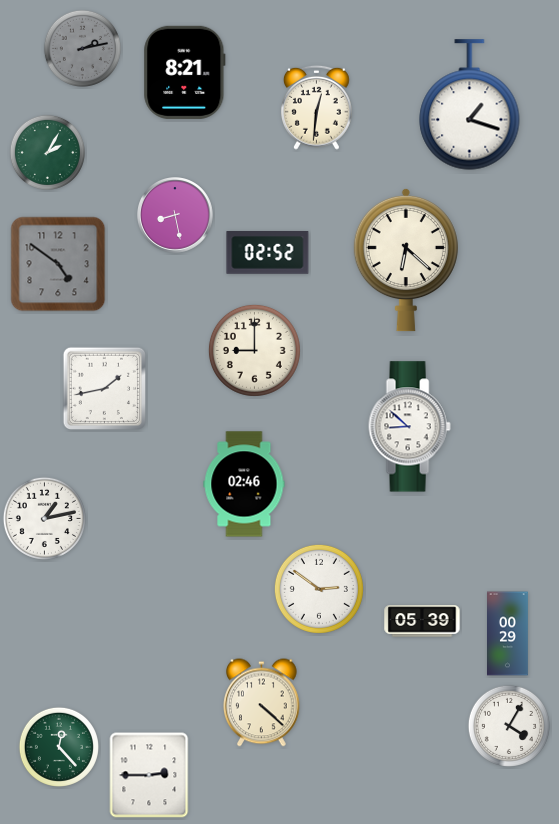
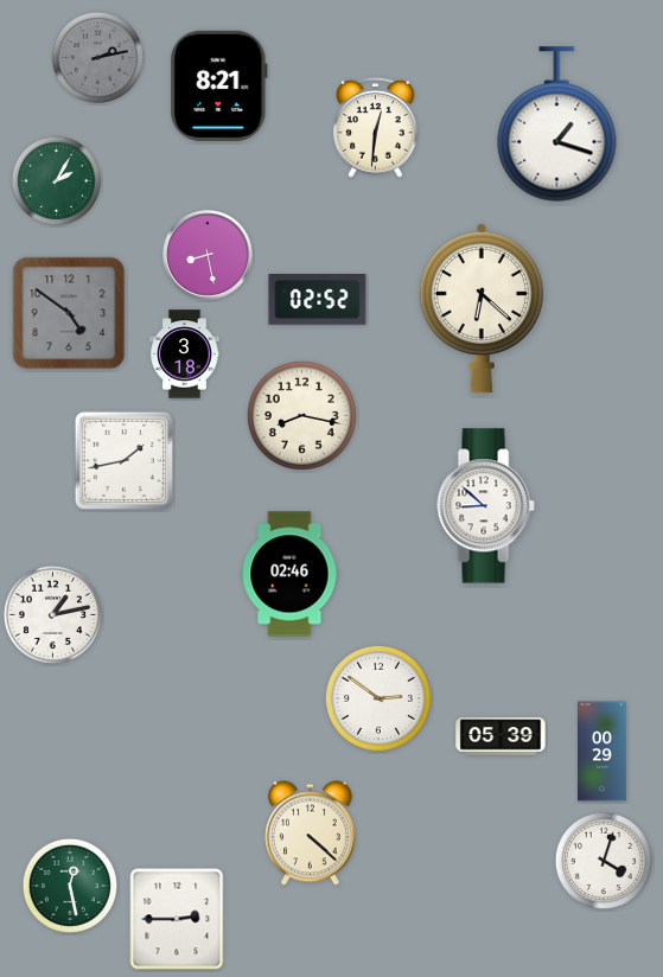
clock at (185, 355): none -> 3:18
clock at (254, 350): 9:00 -> 8:17
clock at (509, 726): 4:05 -> 4:03
clock at (59, 747): 12:23 -> 12:28
